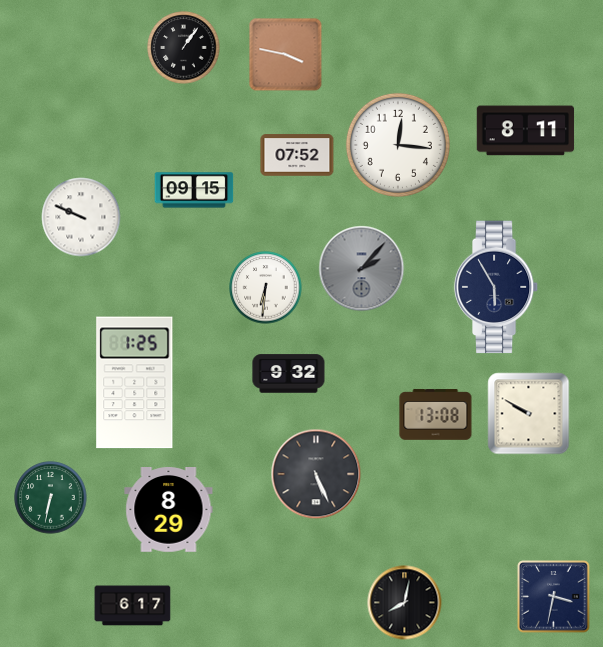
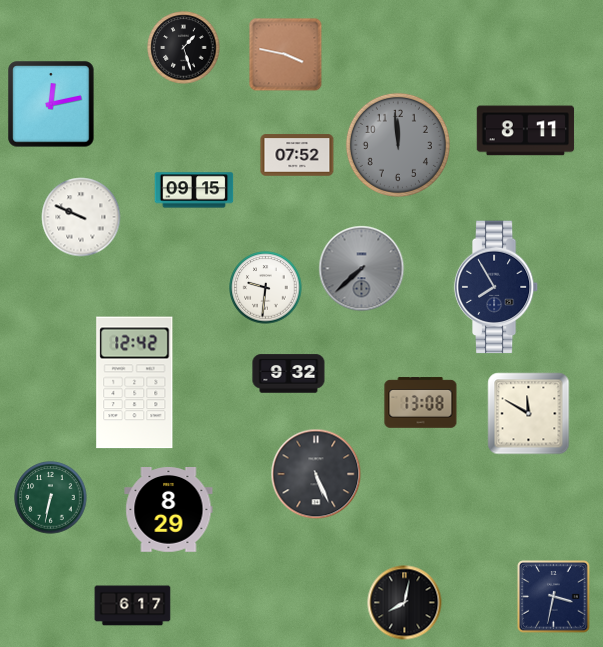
clock at (184, 48): 1:06 -> 1:27
clock at (51, 104): none -> 12:13
clock at (398, 145): 12:16 -> 11:59
clock at (398, 145) dial: white -> grey
clock at (362, 269): 2:07 -> 7:38
clock at (496, 287): 5:55 -> 7:55
clock at (266, 288): 6:31 -> 9:31
clock at (135, 383): 1:25 -> 12:42
clock at (529, 414): 9:50 -> 11:50
clock at (436, 415) position: (436, 415) -> (421, 403)
